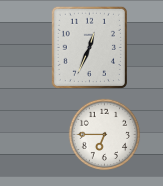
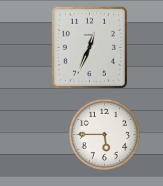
clock at (105, 135): 6:45 -> 5:45
